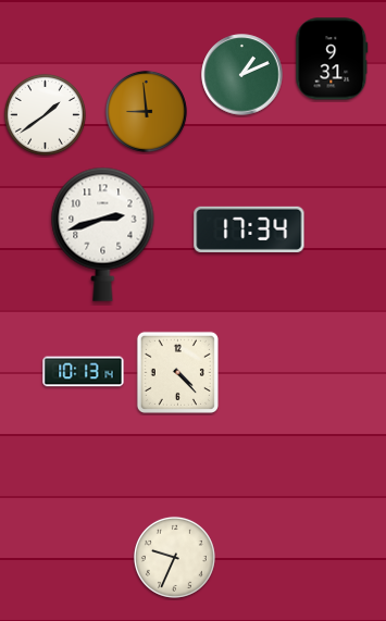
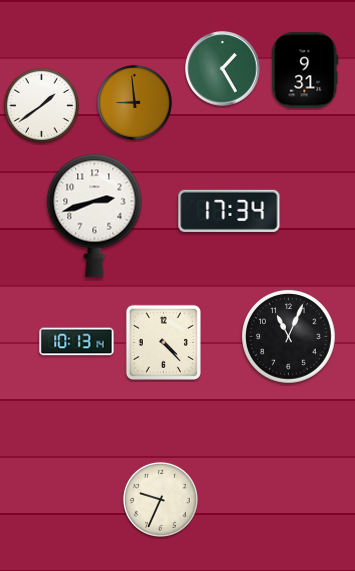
clock at (332, 59) position: (332, 59) -> (305, 70)
clock at (242, 75): 1:11 -> 1:25
clock at (289, 337): none -> 11:04
clock at (174, 557) position: (174, 557) -> (160, 499)
